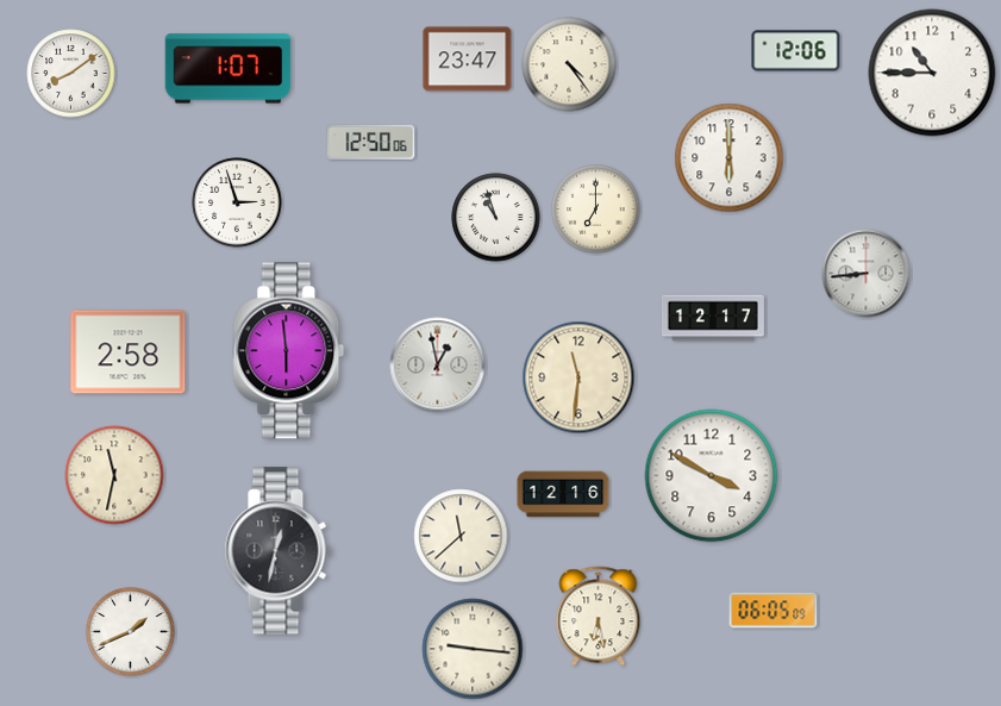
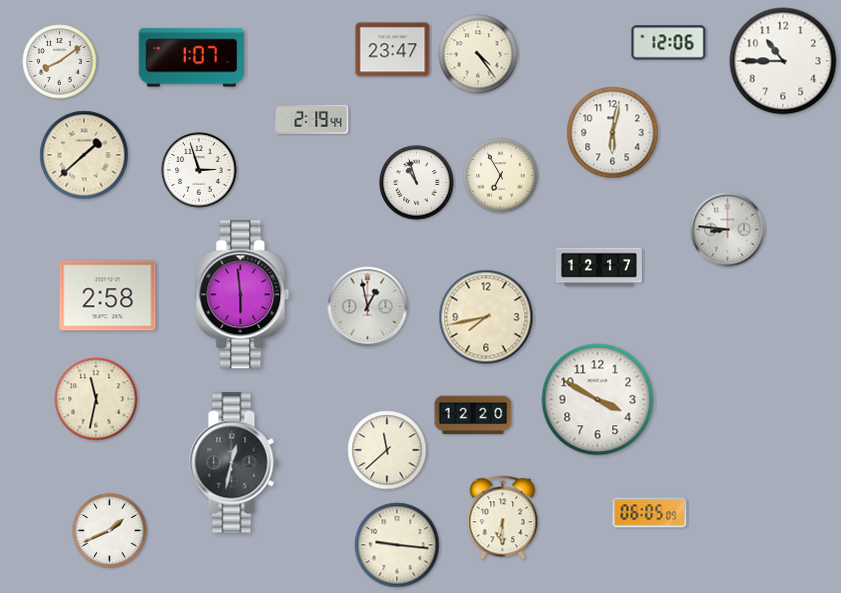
clock at (371, 142): 12:50 -> 2:19
clock at (730, 158): 6:00 -> 6:02
clock at (84, 155): none -> 1:38
clock at (596, 210): 7:00 -> 6:55
clock at (867, 274): 8:44 -> 8:46
clock at (578, 377): 11:31 -> 7:43
clock at (563, 494): 12:16 -> 12:20
clock at (599, 617): 6:28 -> 6:30
